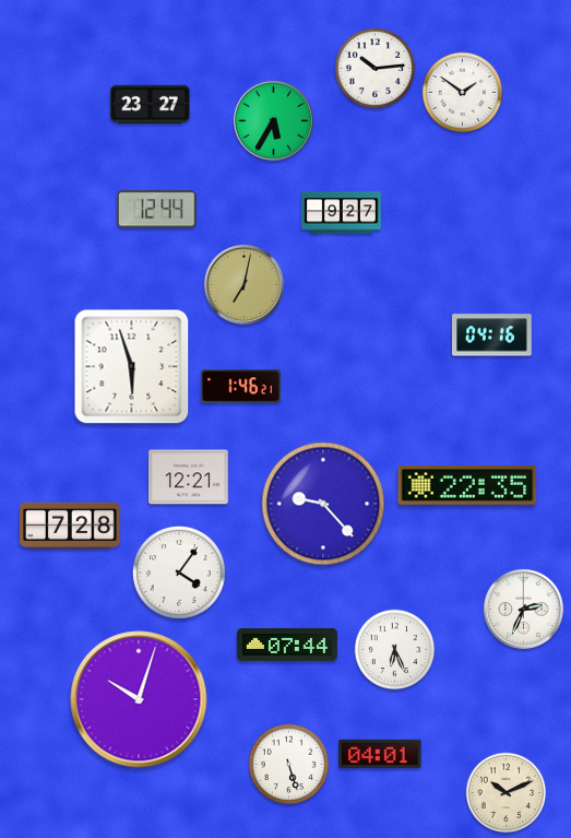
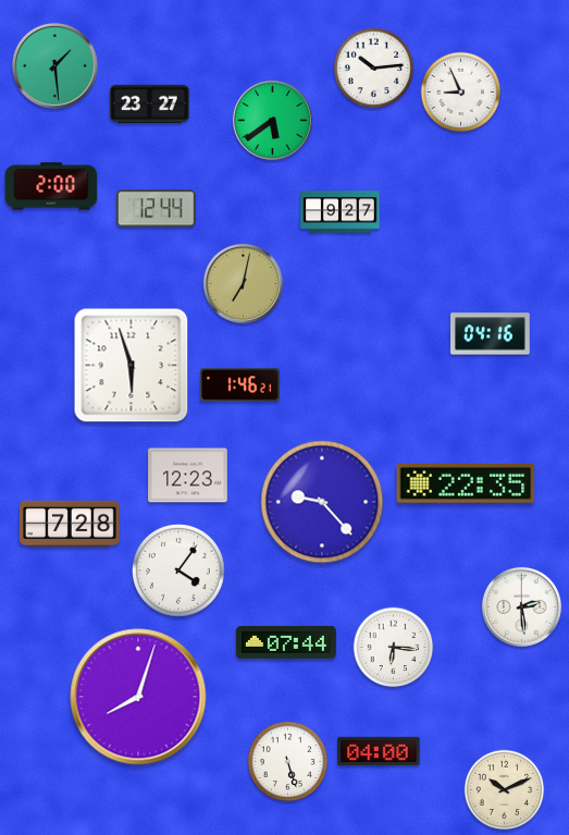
clock at (54, 65): none -> 1:29
clock at (463, 93): 1:51 -> 8:56
clock at (273, 120): 5:35 -> 5:39
clock at (51, 186): none -> 2:00
clock at (189, 477): 12:21 -> 12:23
clock at (523, 609): 2:34 -> 2:29
clock at (395, 650): 6:26 -> 6:16
clock at (139, 699): 10:03 -> 8:03
clock at (380, 754): 04:01 -> 04:00
